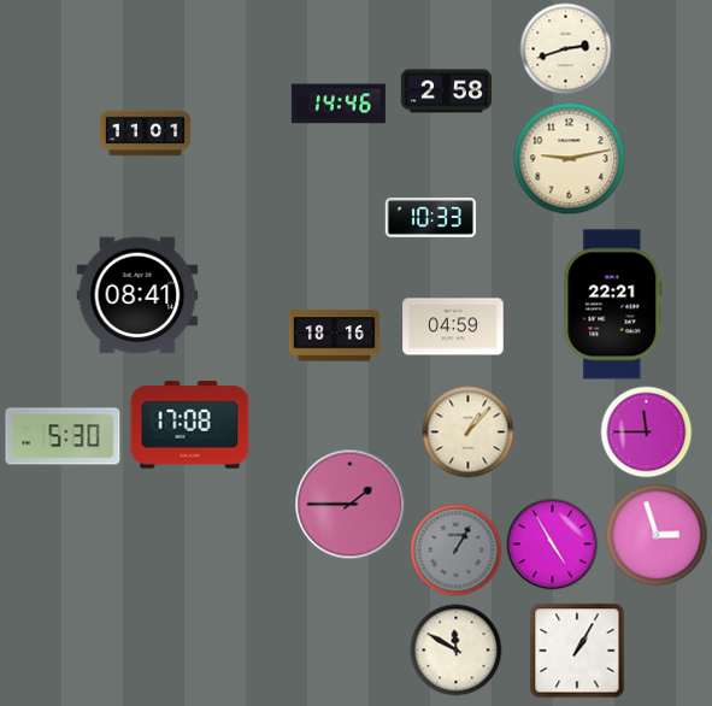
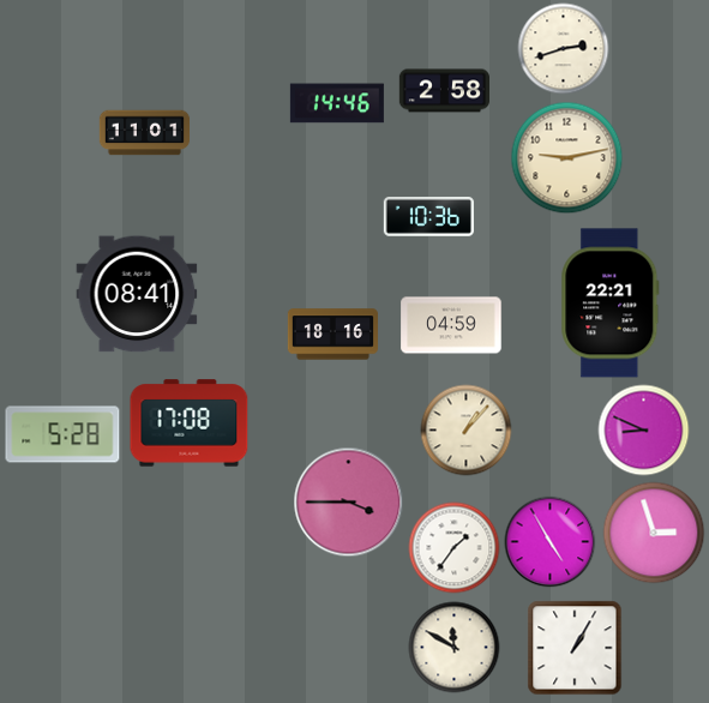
clock at (430, 218): 10:33 -> 10:36
clock at (647, 433): 11:45 -> 8:49
clock at (63, 436): 5:30 -> 5:28
clock at (351, 505): 1:45 -> 3:45
clock at (457, 551): 1:05 -> 1:36
clock at (457, 551) dial: grey -> white
